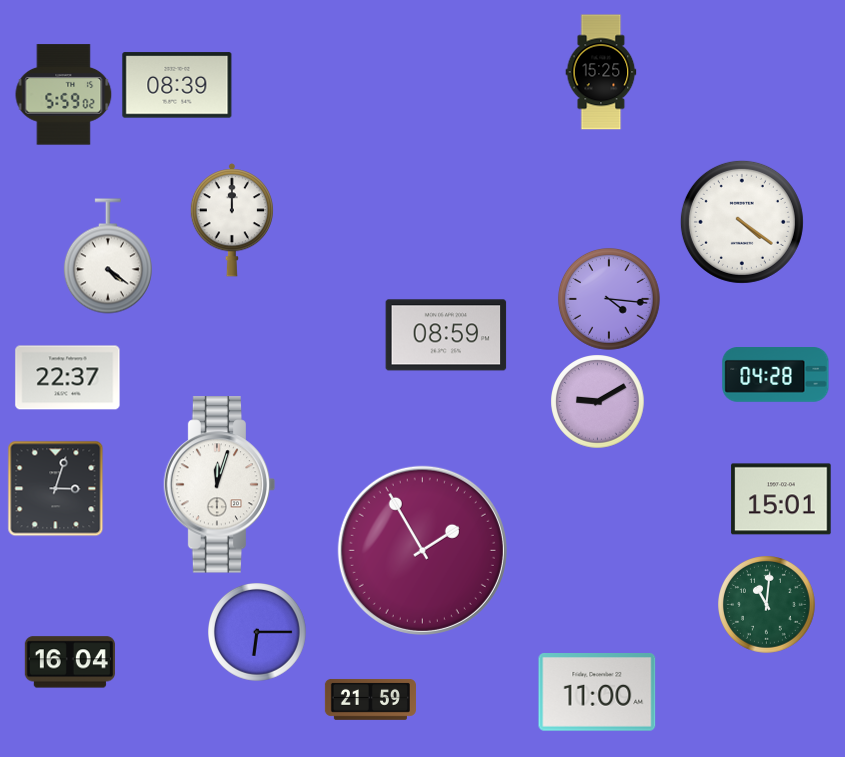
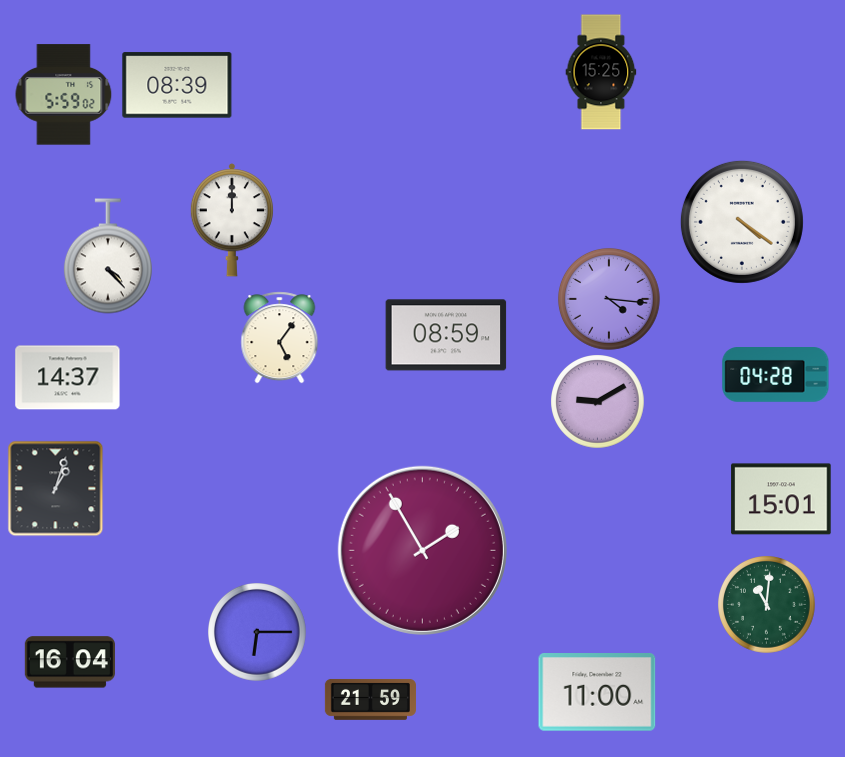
clock at (108, 256): 4:21 -> 4:23
clock at (280, 338): none -> 5:06
clock at (68, 378): 22:37 -> 14:37
clock at (220, 485): 12:03 -> none
clock at (56, 489): 3:03 -> 1:03
